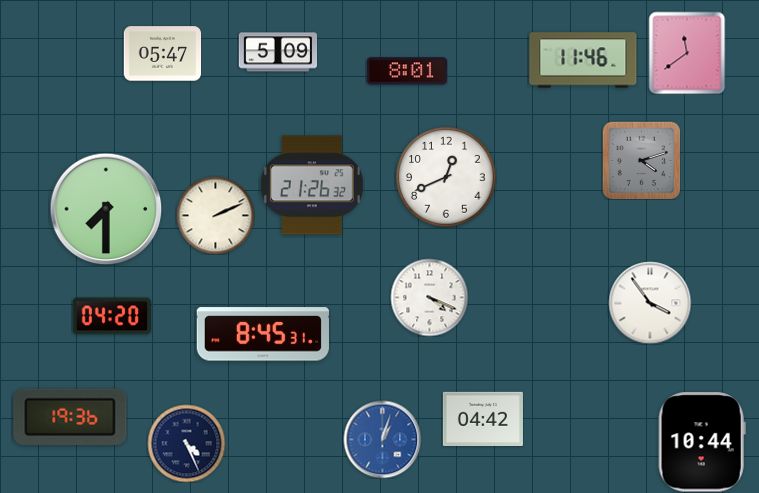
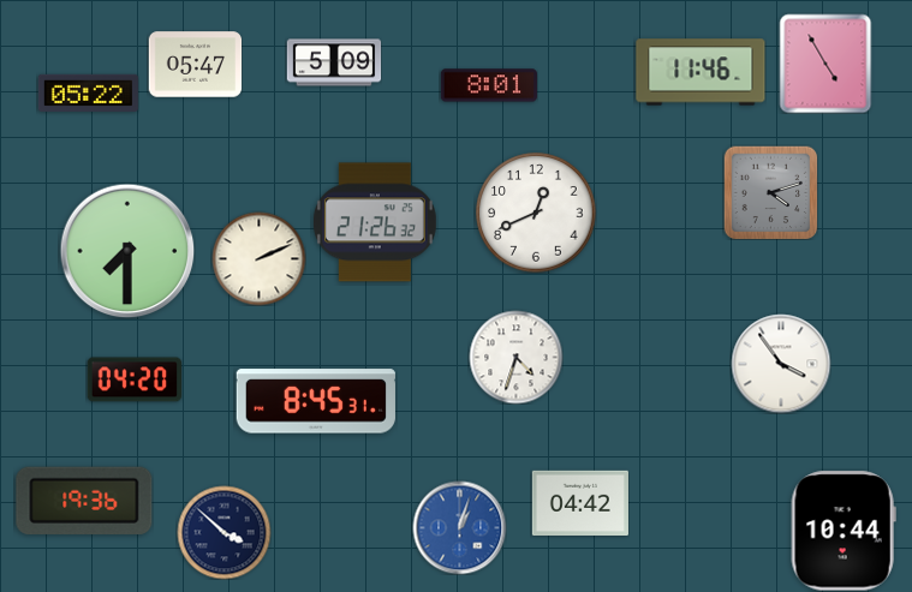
clock at (687, 53): 11:39 -> 4:55
clock at (88, 92): none -> 05:22
clock at (429, 297): 4:19 -> 4:33
clock at (186, 443): 4:26 -> 3:52
